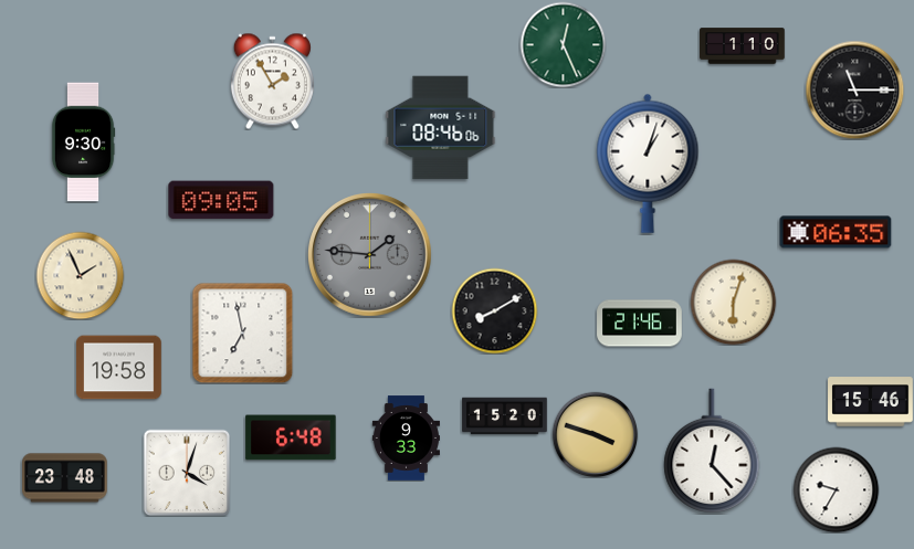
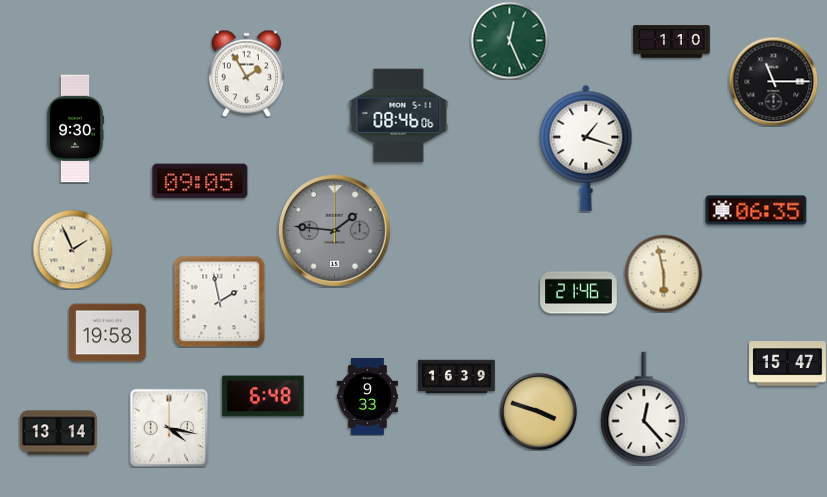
clock at (648, 163): 1:03 -> 1:18
clock at (733, 302): 6:03 -> 5:58
clock at (494, 310): 8:10 -> none
clock at (242, 332): 6:58 -> 1:58
clock at (871, 402): 15:46 -> 15:47
clock at (505, 416): 15:20 -> 16:39
clock at (595, 434) position: (595, 434) -> (538, 411)
clock at (187, 473): 4:03 -> 4:17
clock at (65, 478): 23:48 -> 13:14
clock at (836, 489): 9:35 -> none
